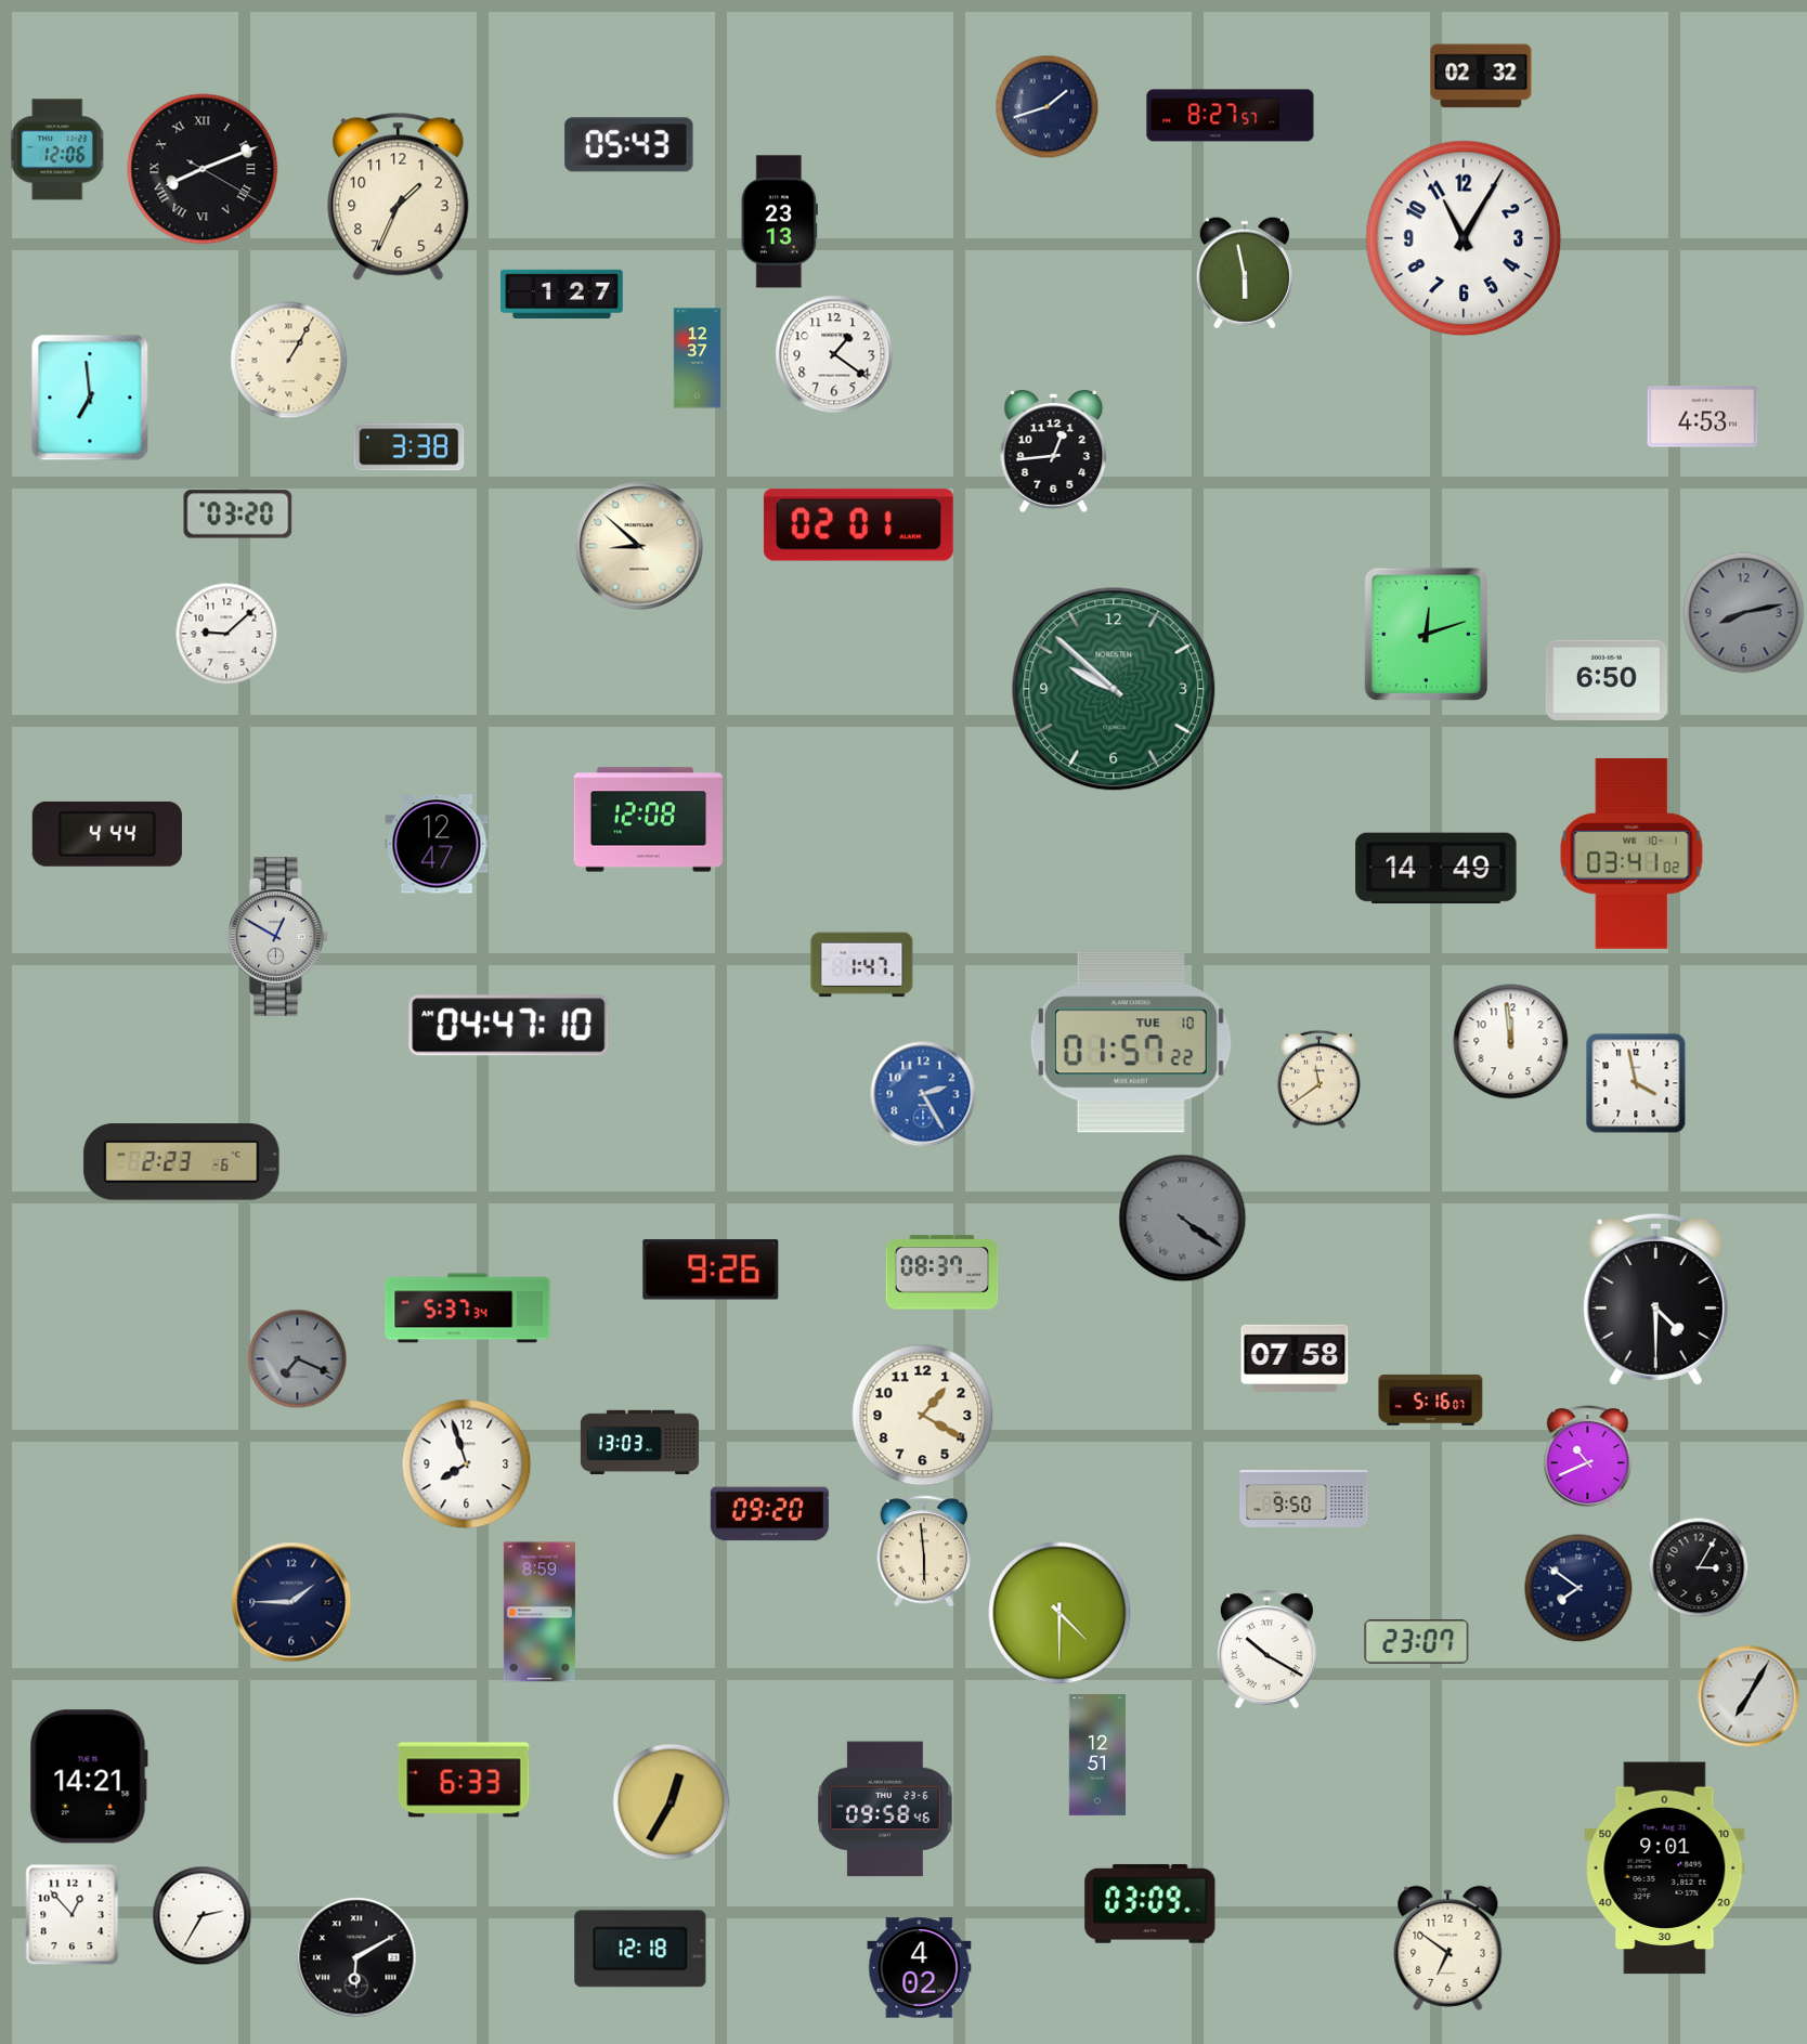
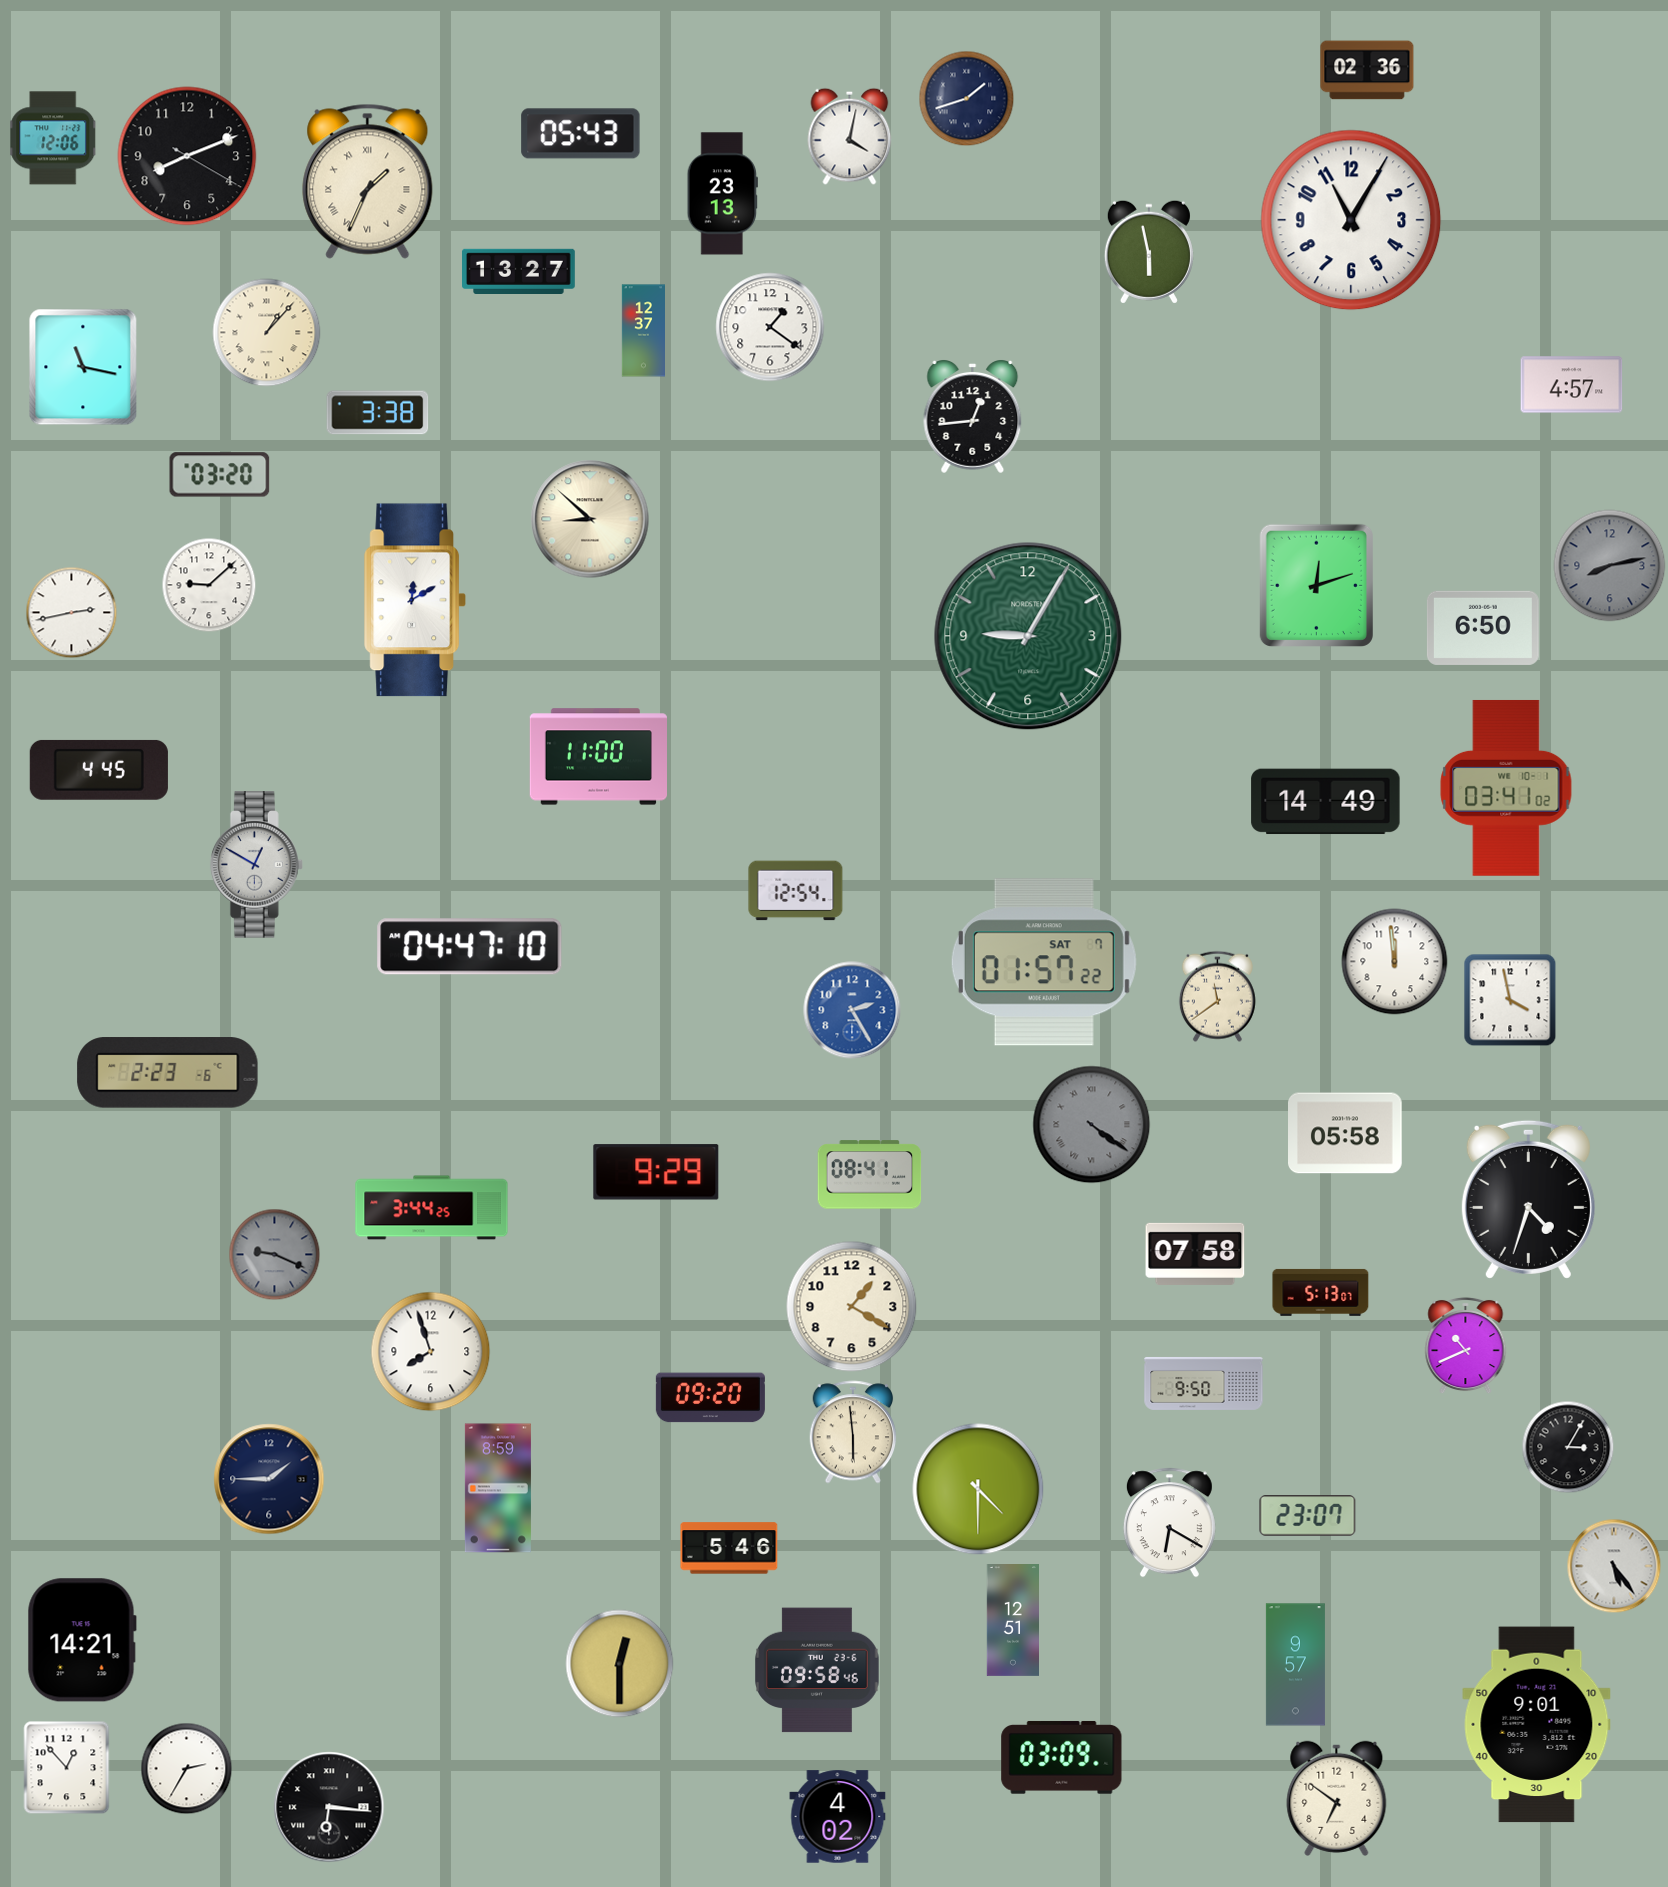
clock at (1481, 76): 02:32 -> 02:36
clock at (1231, 116): 8:27 -> none
clock at (850, 136): none -> 4:02
clock at (203, 169) numerals: Roman -> Arabic
clock at (399, 196) numerals: Arabic -> Roman
clock at (779, 222) position: (779, 222) -> (722, 194)
clock at (562, 294): 1:27 -> 13:27
clock at (289, 361): 1:05 -> 1:07
clock at (90, 398): 6:59 -> 11:17
clock at (1703, 417): 4:53 -> 4:57
clock at (858, 525): 02:01 -> none
clock at (639, 546) position: (639, 546) -> (590, 519)
clock at (415, 600): none -> 12:10
clock at (72, 613): none -> 2:43
clock at (1114, 689): 9:52 -> 9:05
clock at (648, 820): 12:08 -> 11:00
clock at (107, 834): 4:44 -> 4:45
clock at (437, 844): 12:47 -> none
clock at (862, 965): 1:47 -> 12:54
clock at (1131, 1042) date: TUE 10 -> SAT 7
clock at (1346, 1133): none -> 05:58
clock at (711, 1270): 9:26 -> 9:29
clock at (942, 1273): 08:37 -> 08:41
clock at (1655, 1299): 4:30 -> 4:33
clock at (468, 1309): 5:37 -> 3:44
clock at (298, 1359): 7:19 -> 9:19
clock at (1431, 1399): 5:16 -> 5:13
clock at (639, 1443): 13:03 -> none
clock at (1578, 1588): 7:51 -> none
clock at (1266, 1650): 10:20 -> 6:20
clock at (729, 1548): none -> 5:46
clock at (1748, 1696): 7:05 -> 5:24
clock at (464, 1780): 6:33 -> none
clock at (672, 1802): 12:35 -> 12:30
clock at (1295, 1665): none -> 9:57
clock at (640, 1949): 12:18 -> none
clock at (356, 1957): 6:10 -> 6:16
clock at (920, 1968) position: (920, 1968) -> (838, 1817)
